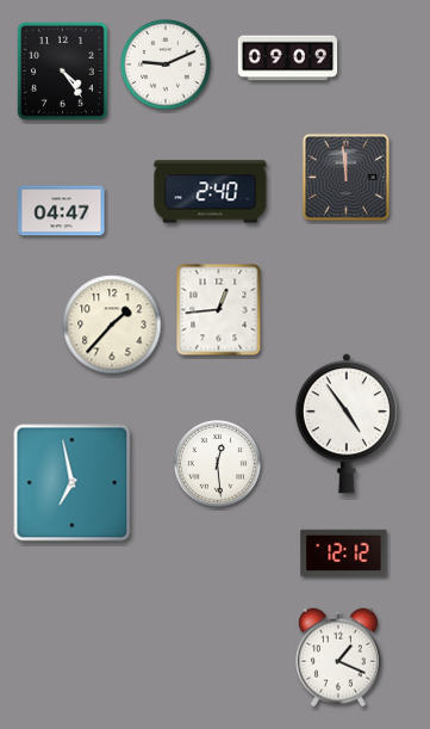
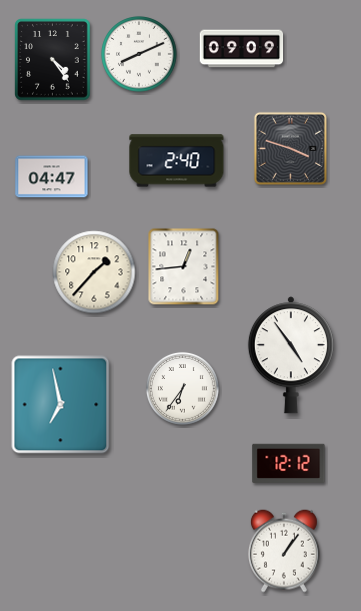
clock at (166, 64): 9:11 -> 8:11
clock at (345, 177): 11:59 -> 3:48
clock at (219, 310) position: (219, 310) -> (184, 267)
clock at (217, 463): 12:29 -> 6:36
clock at (338, 657): 1:19 -> 1:06
